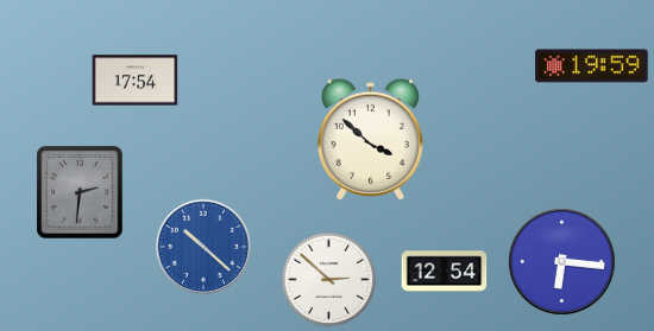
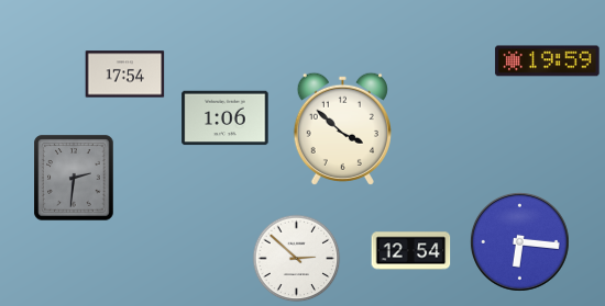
clock at (226, 118): none -> 1:06
clock at (202, 246): 10:22 -> none
clock at (329, 280) position: (329, 280) -> (297, 259)
